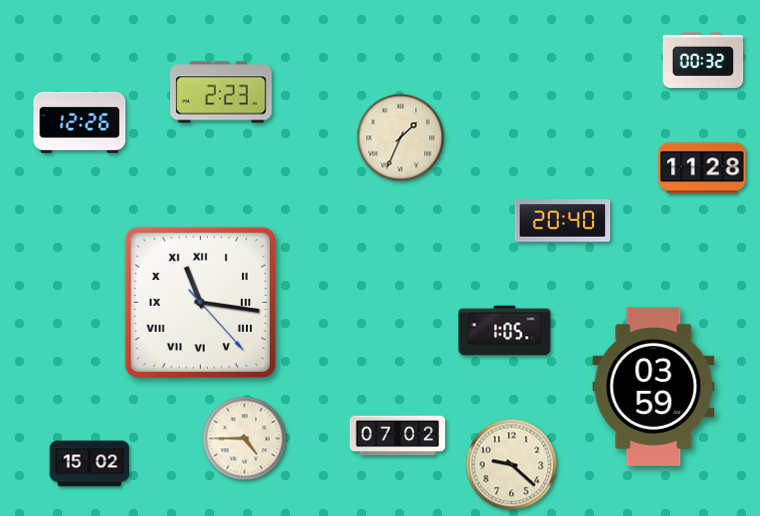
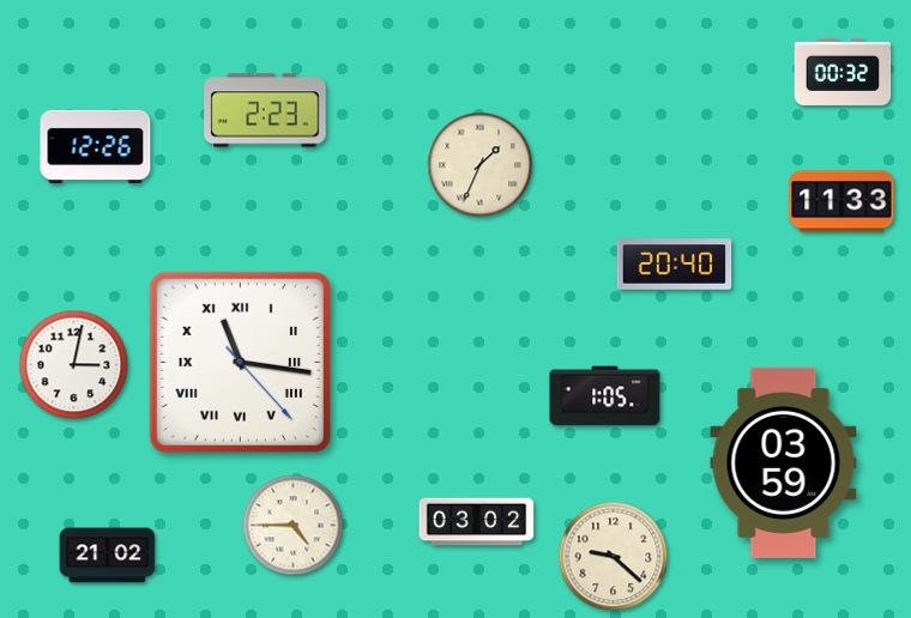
clock at (702, 168): 11:28 -> 11:33
clock at (74, 365): none -> 3:02
clock at (398, 436): 07:02 -> 03:02
clock at (90, 464): 15:02 -> 21:02
